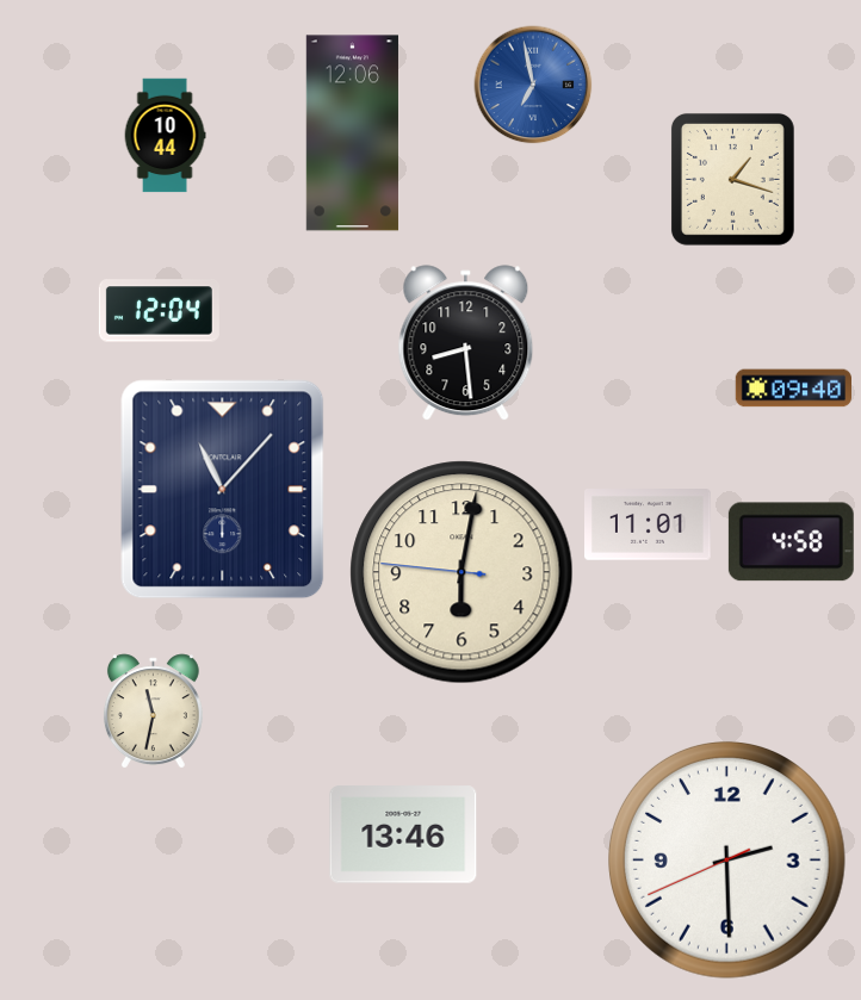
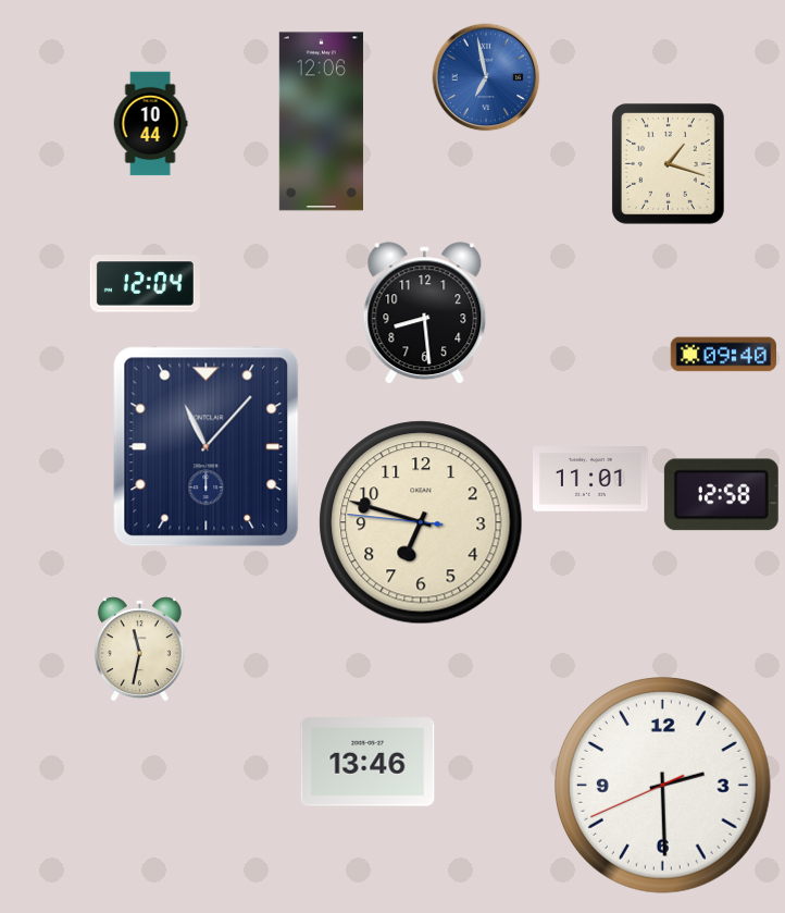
clock at (223, 490) position: (223, 490) -> (207, 447)
clock at (791, 542): 4:58 -> 12:58
clock at (462, 572): 6:01 -> 6:47
